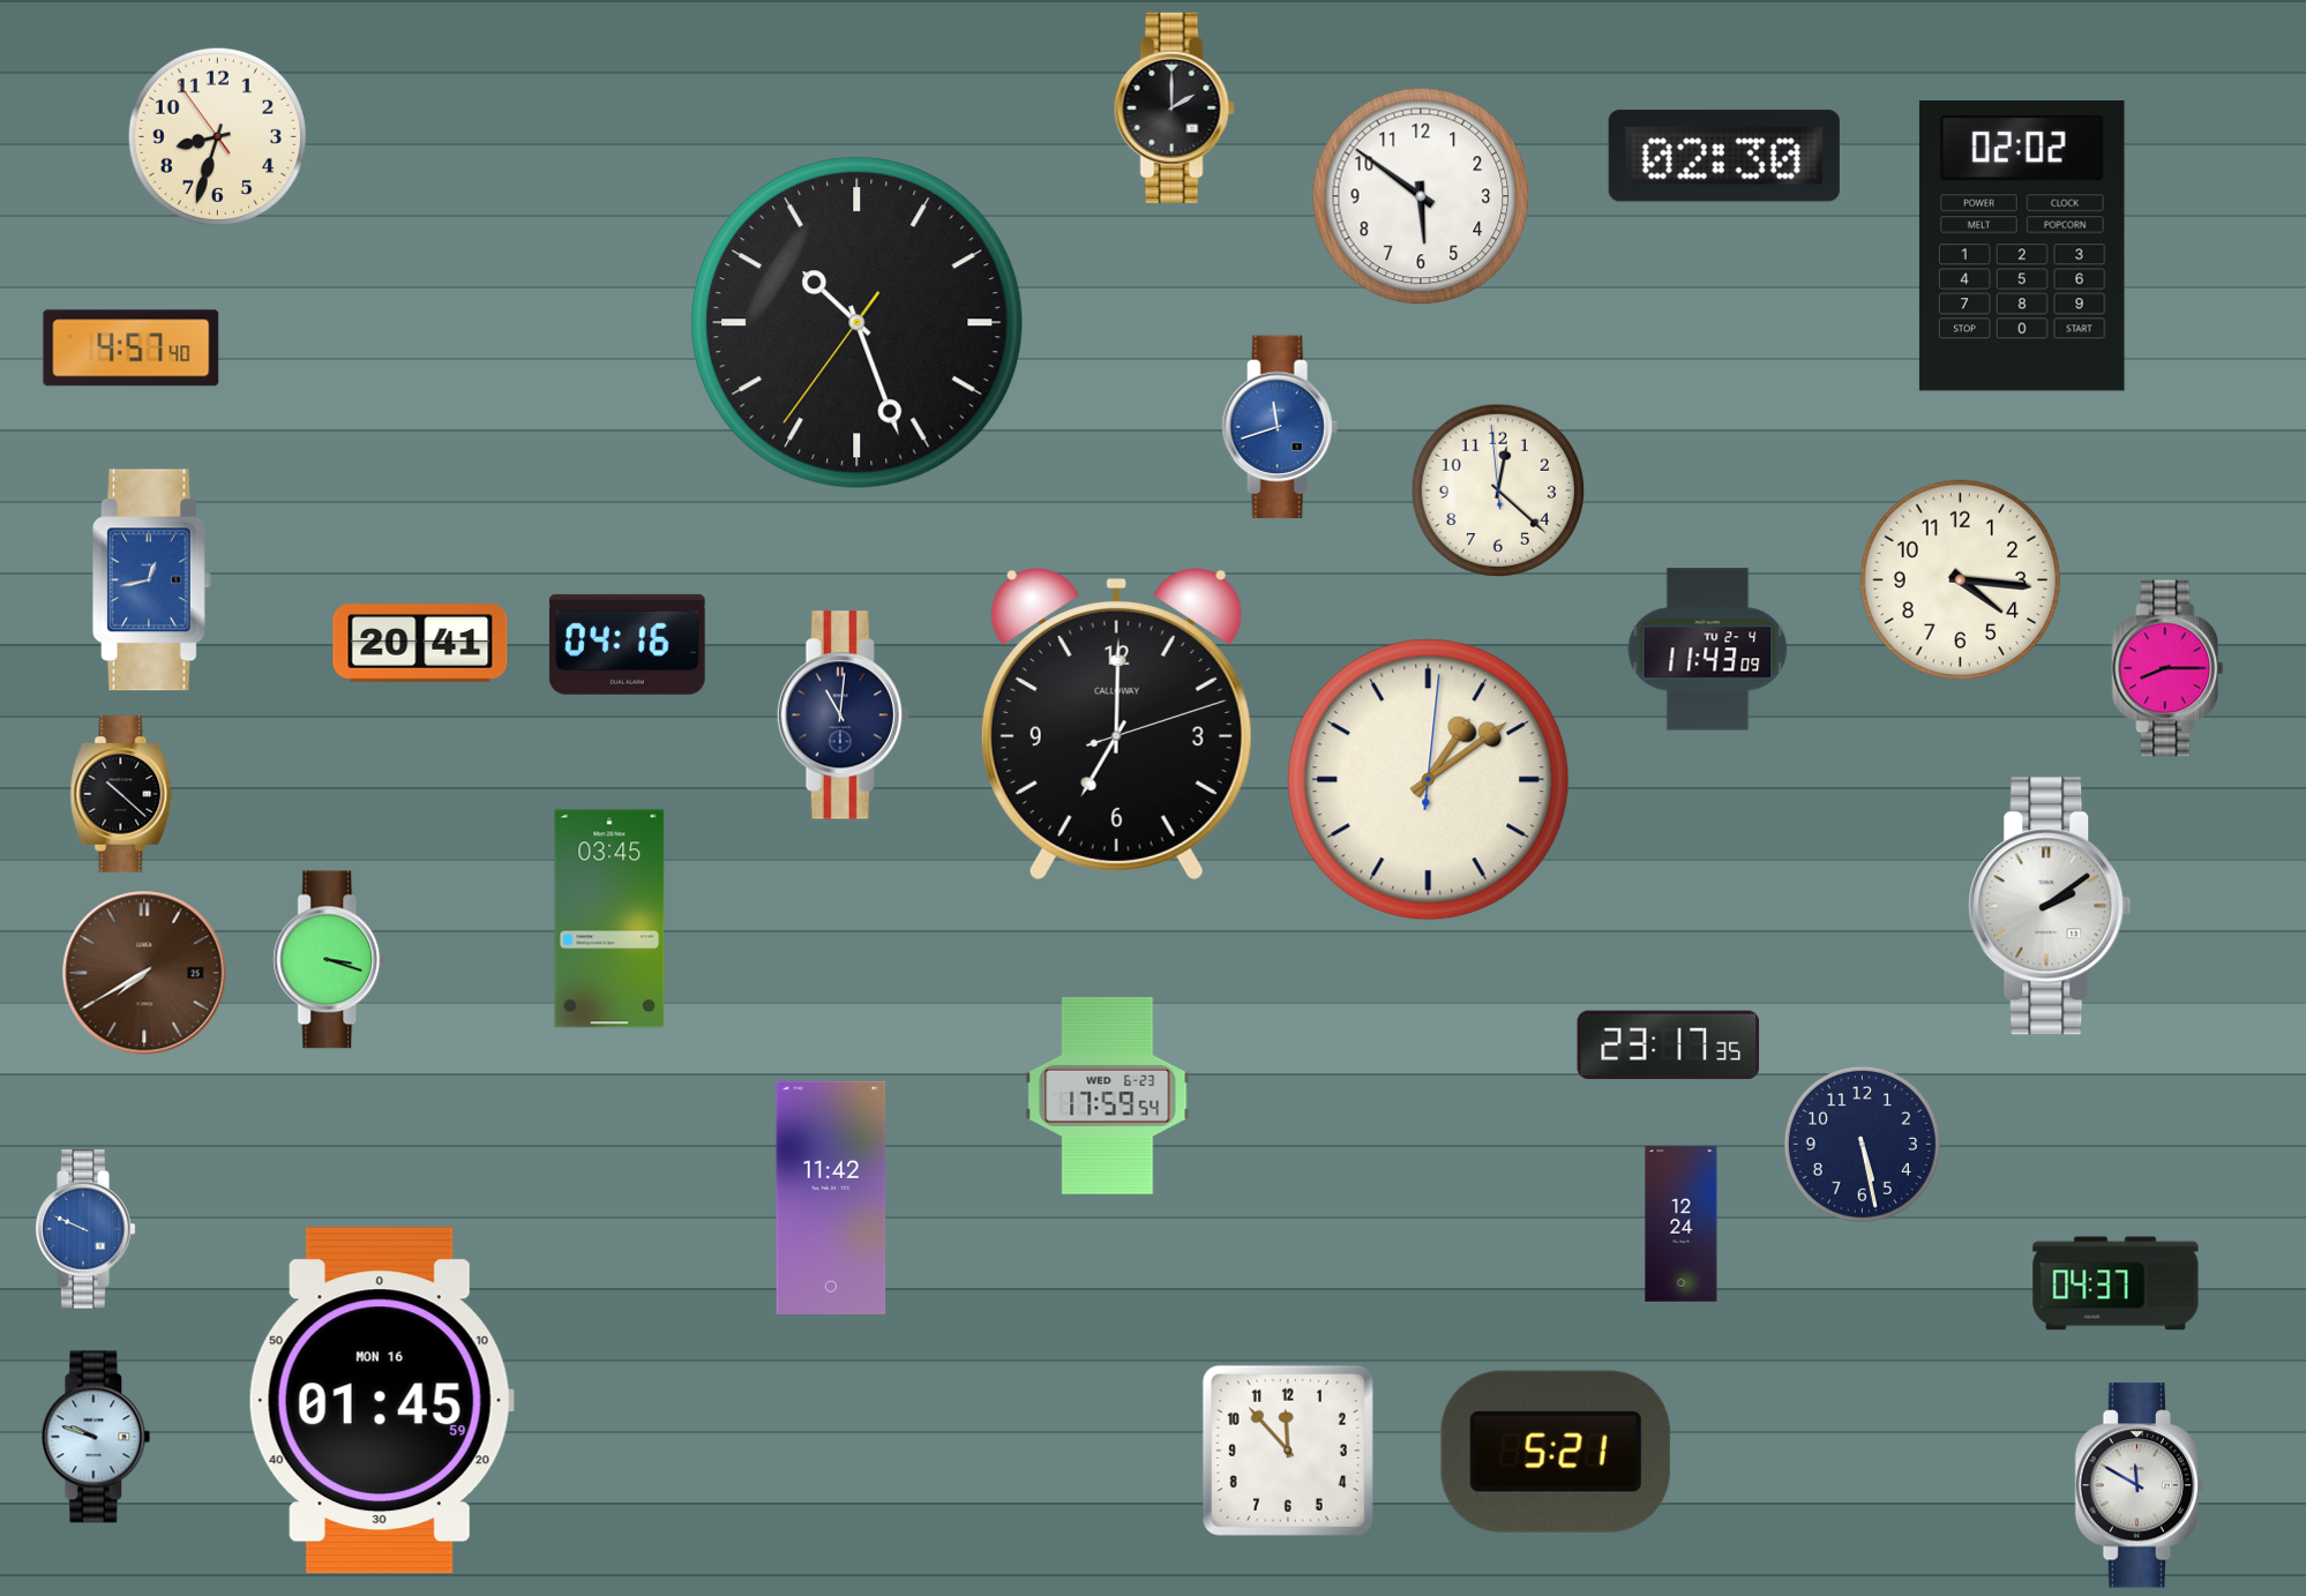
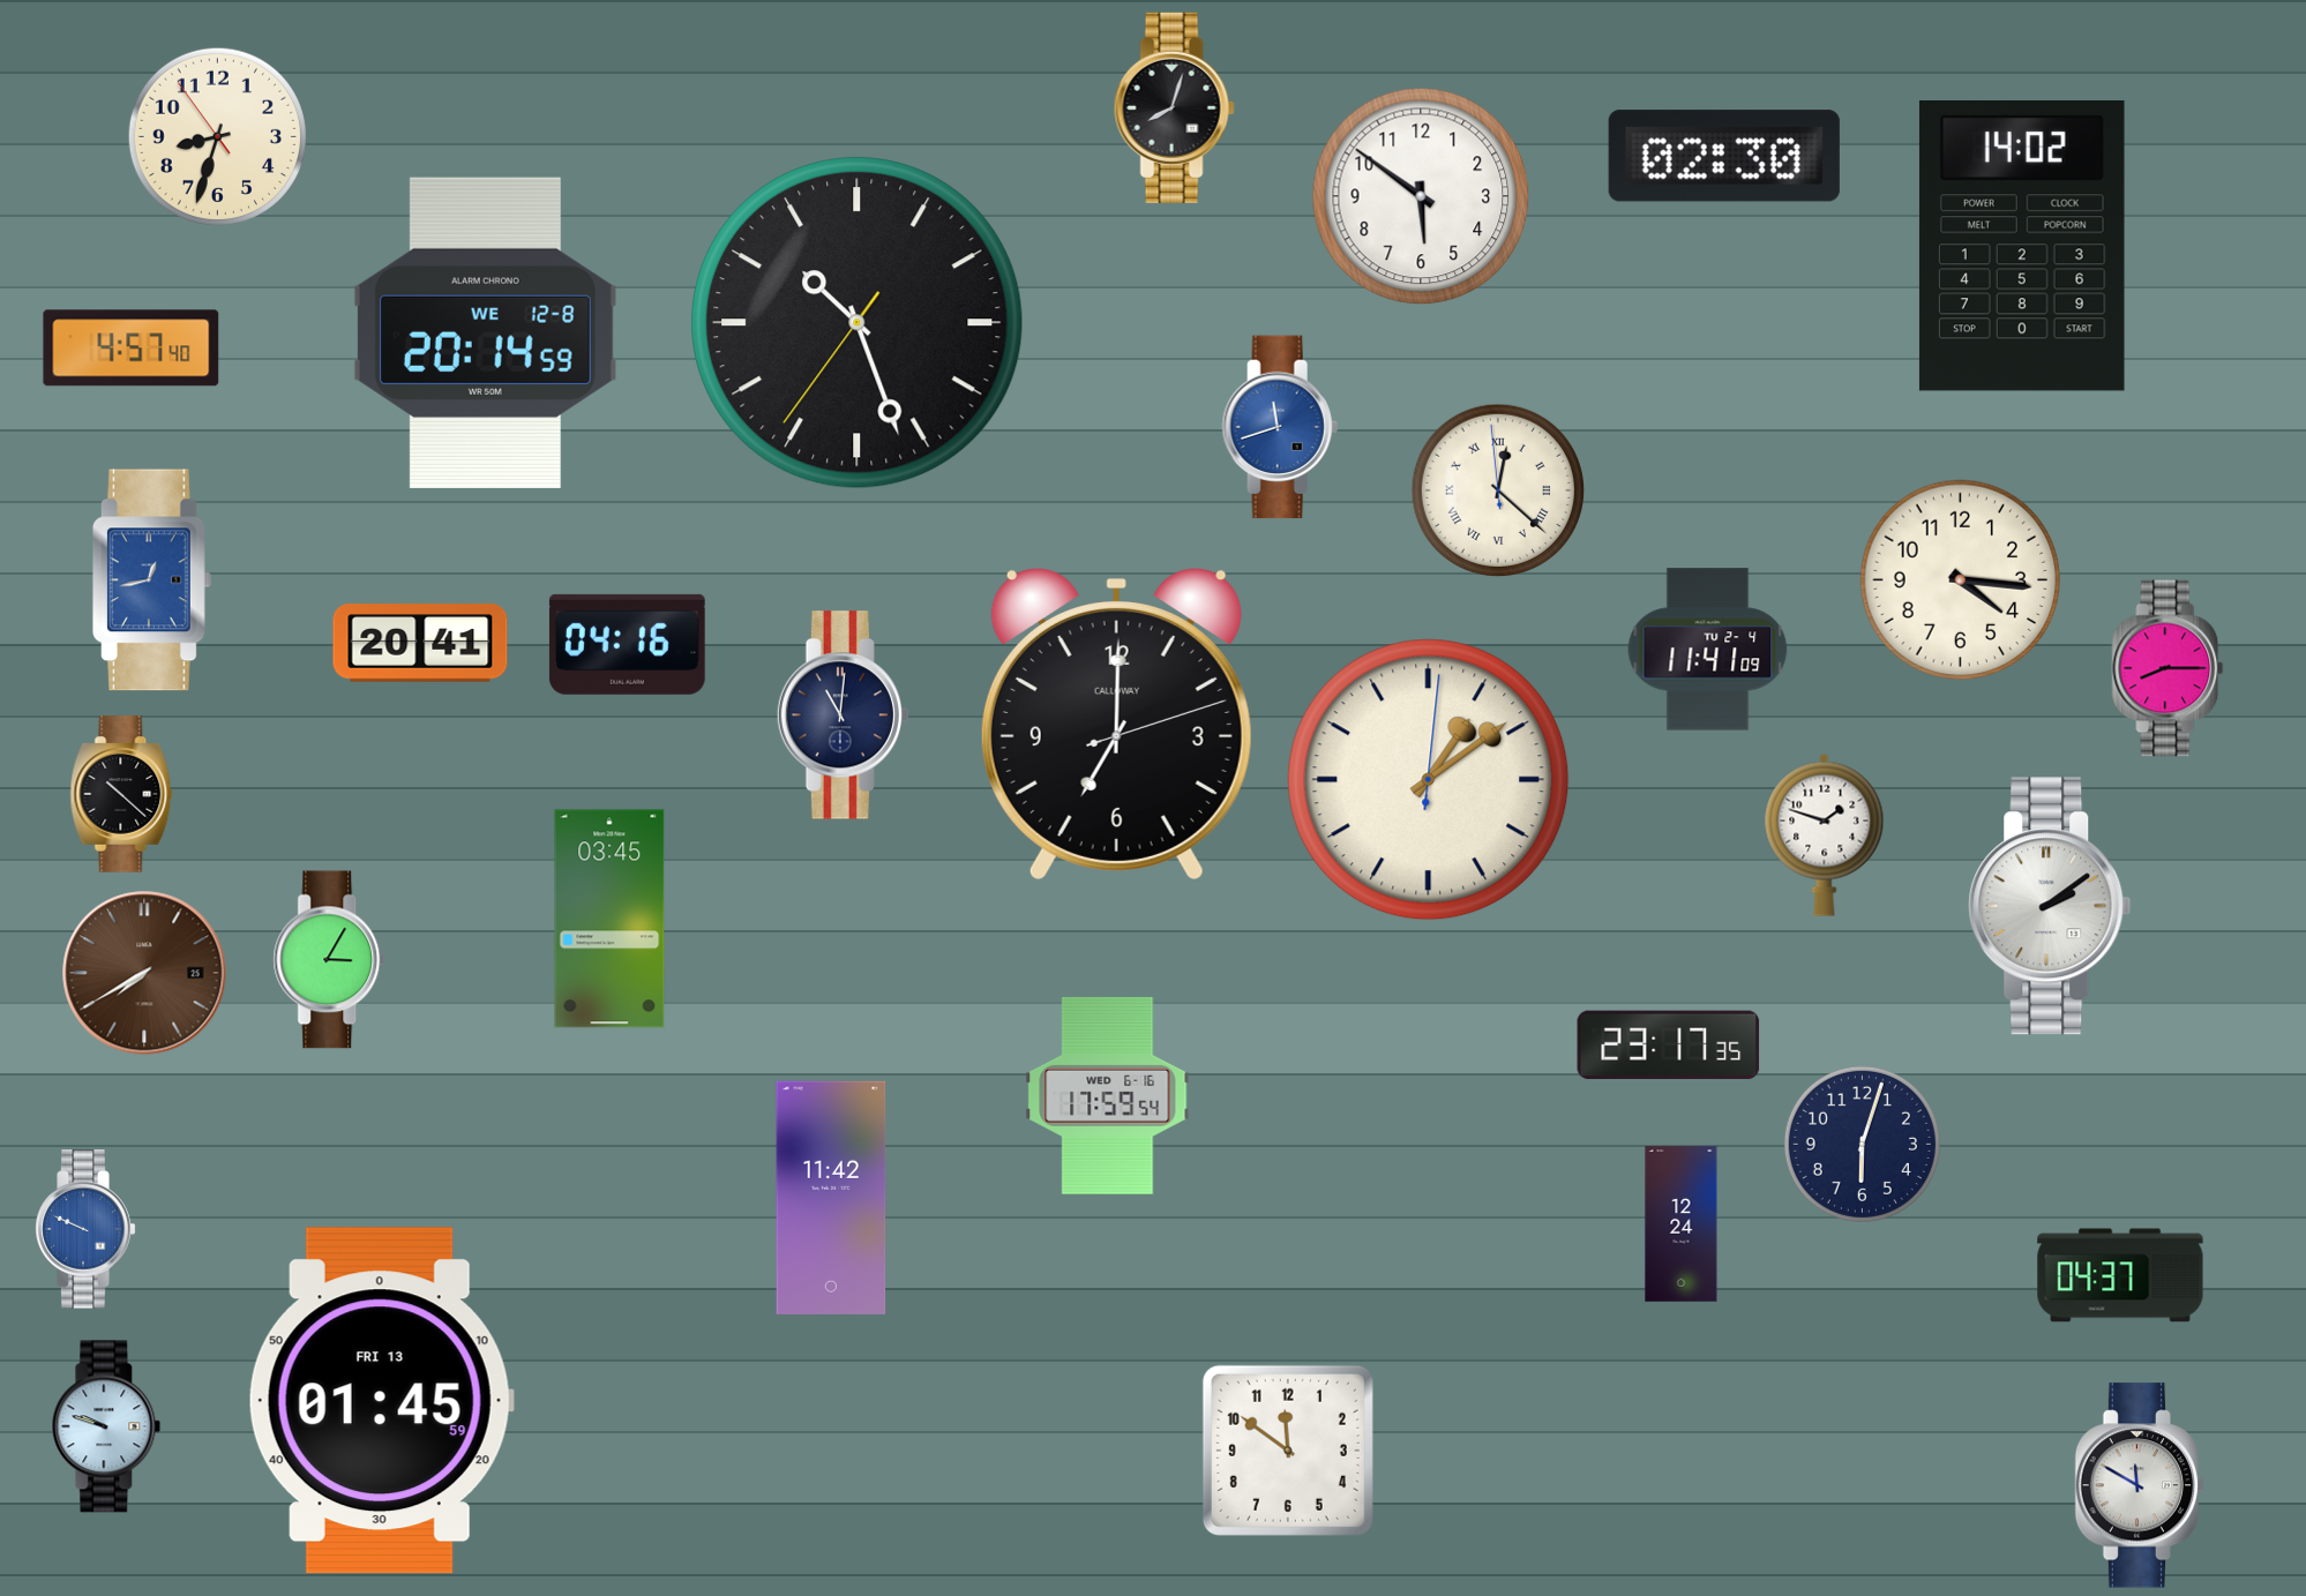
clock at (1174, 107): 2:00 -> 8:03
clock at (2022, 247): 02:02 -> 14:02
clock at (485, 332): none -> 20:14
clock at (1498, 490) numerals: Arabic -> Roman
clock at (1708, 650): 11:43 -> 11:41
clock at (1825, 834): none -> 1:48
clock at (330, 960): 3:18 -> 3:05
clock at (1108, 1095) date: WED 6-23 -> WED 6-16
clock at (1862, 1144): 5:28 -> 6:03
clock at (2116, 1283) position: (2116, 1283) -> (2120, 1275)
clock at (381, 1401) date: MON 16 -> FRI 13
clock at (96, 1437) position: (96, 1437) -> (106, 1426)
clock at (1288, 1451): 11:53 -> 11:51
clock at (1556, 1452): 5:21 -> none
